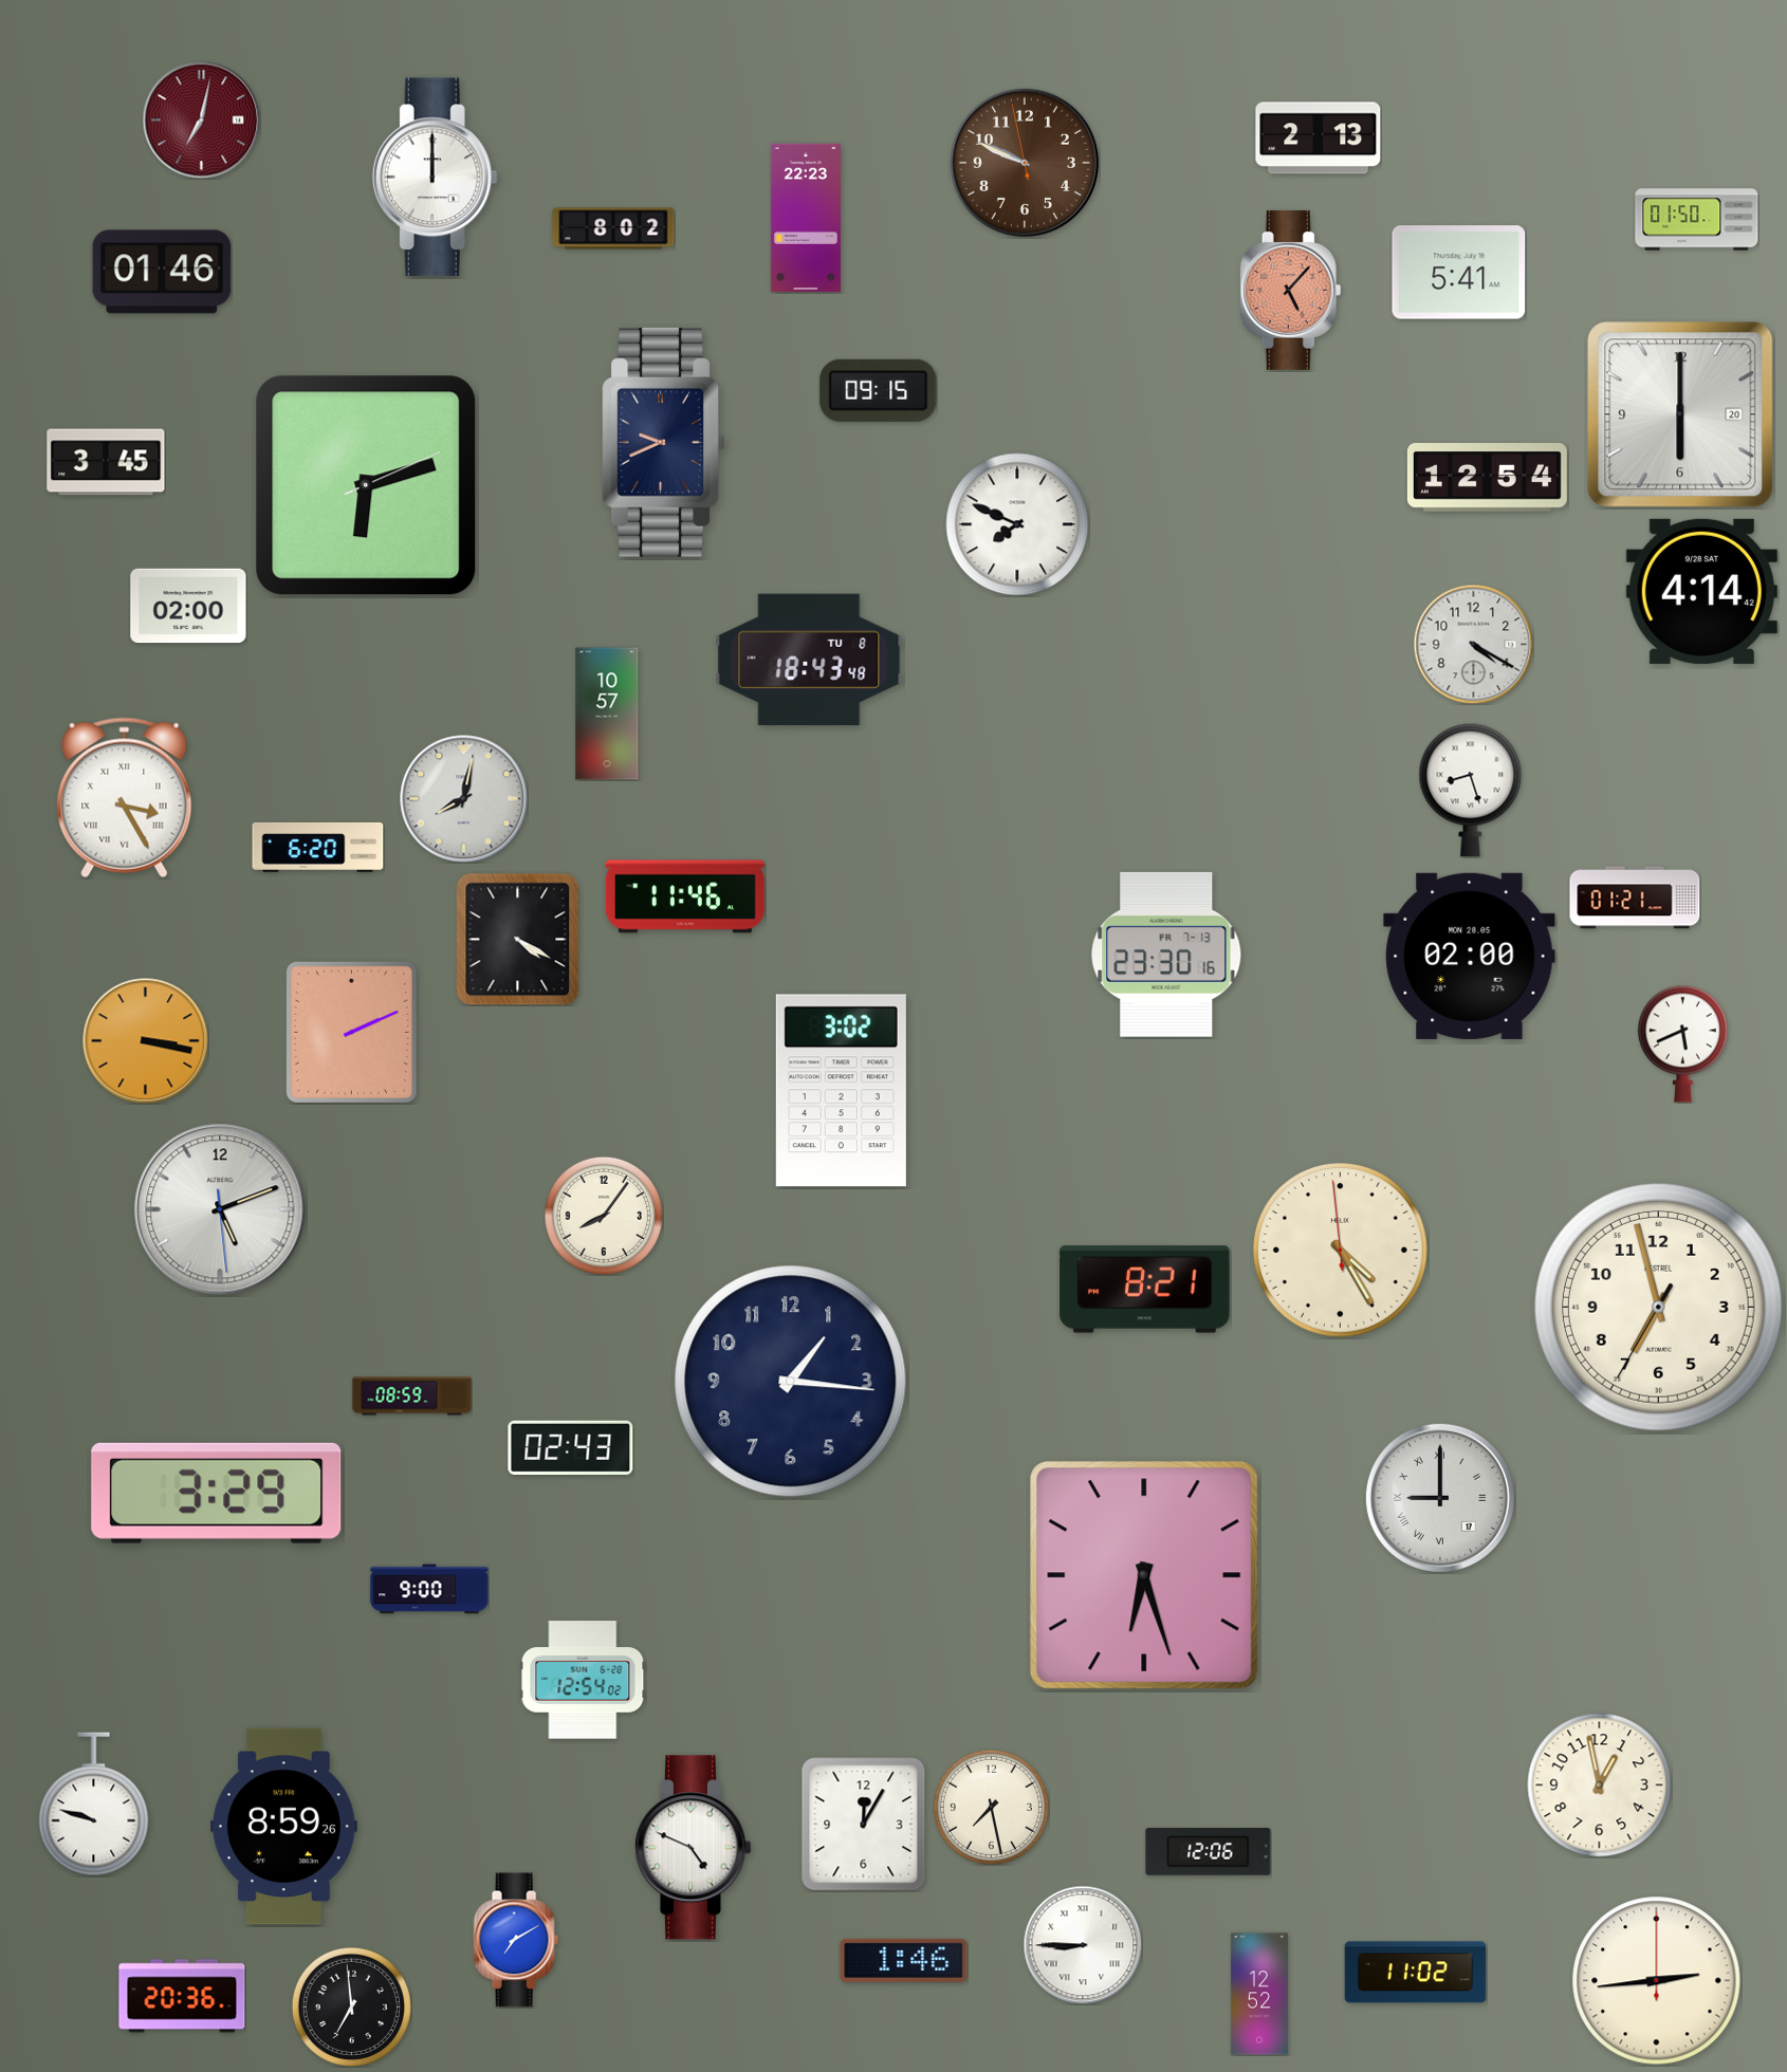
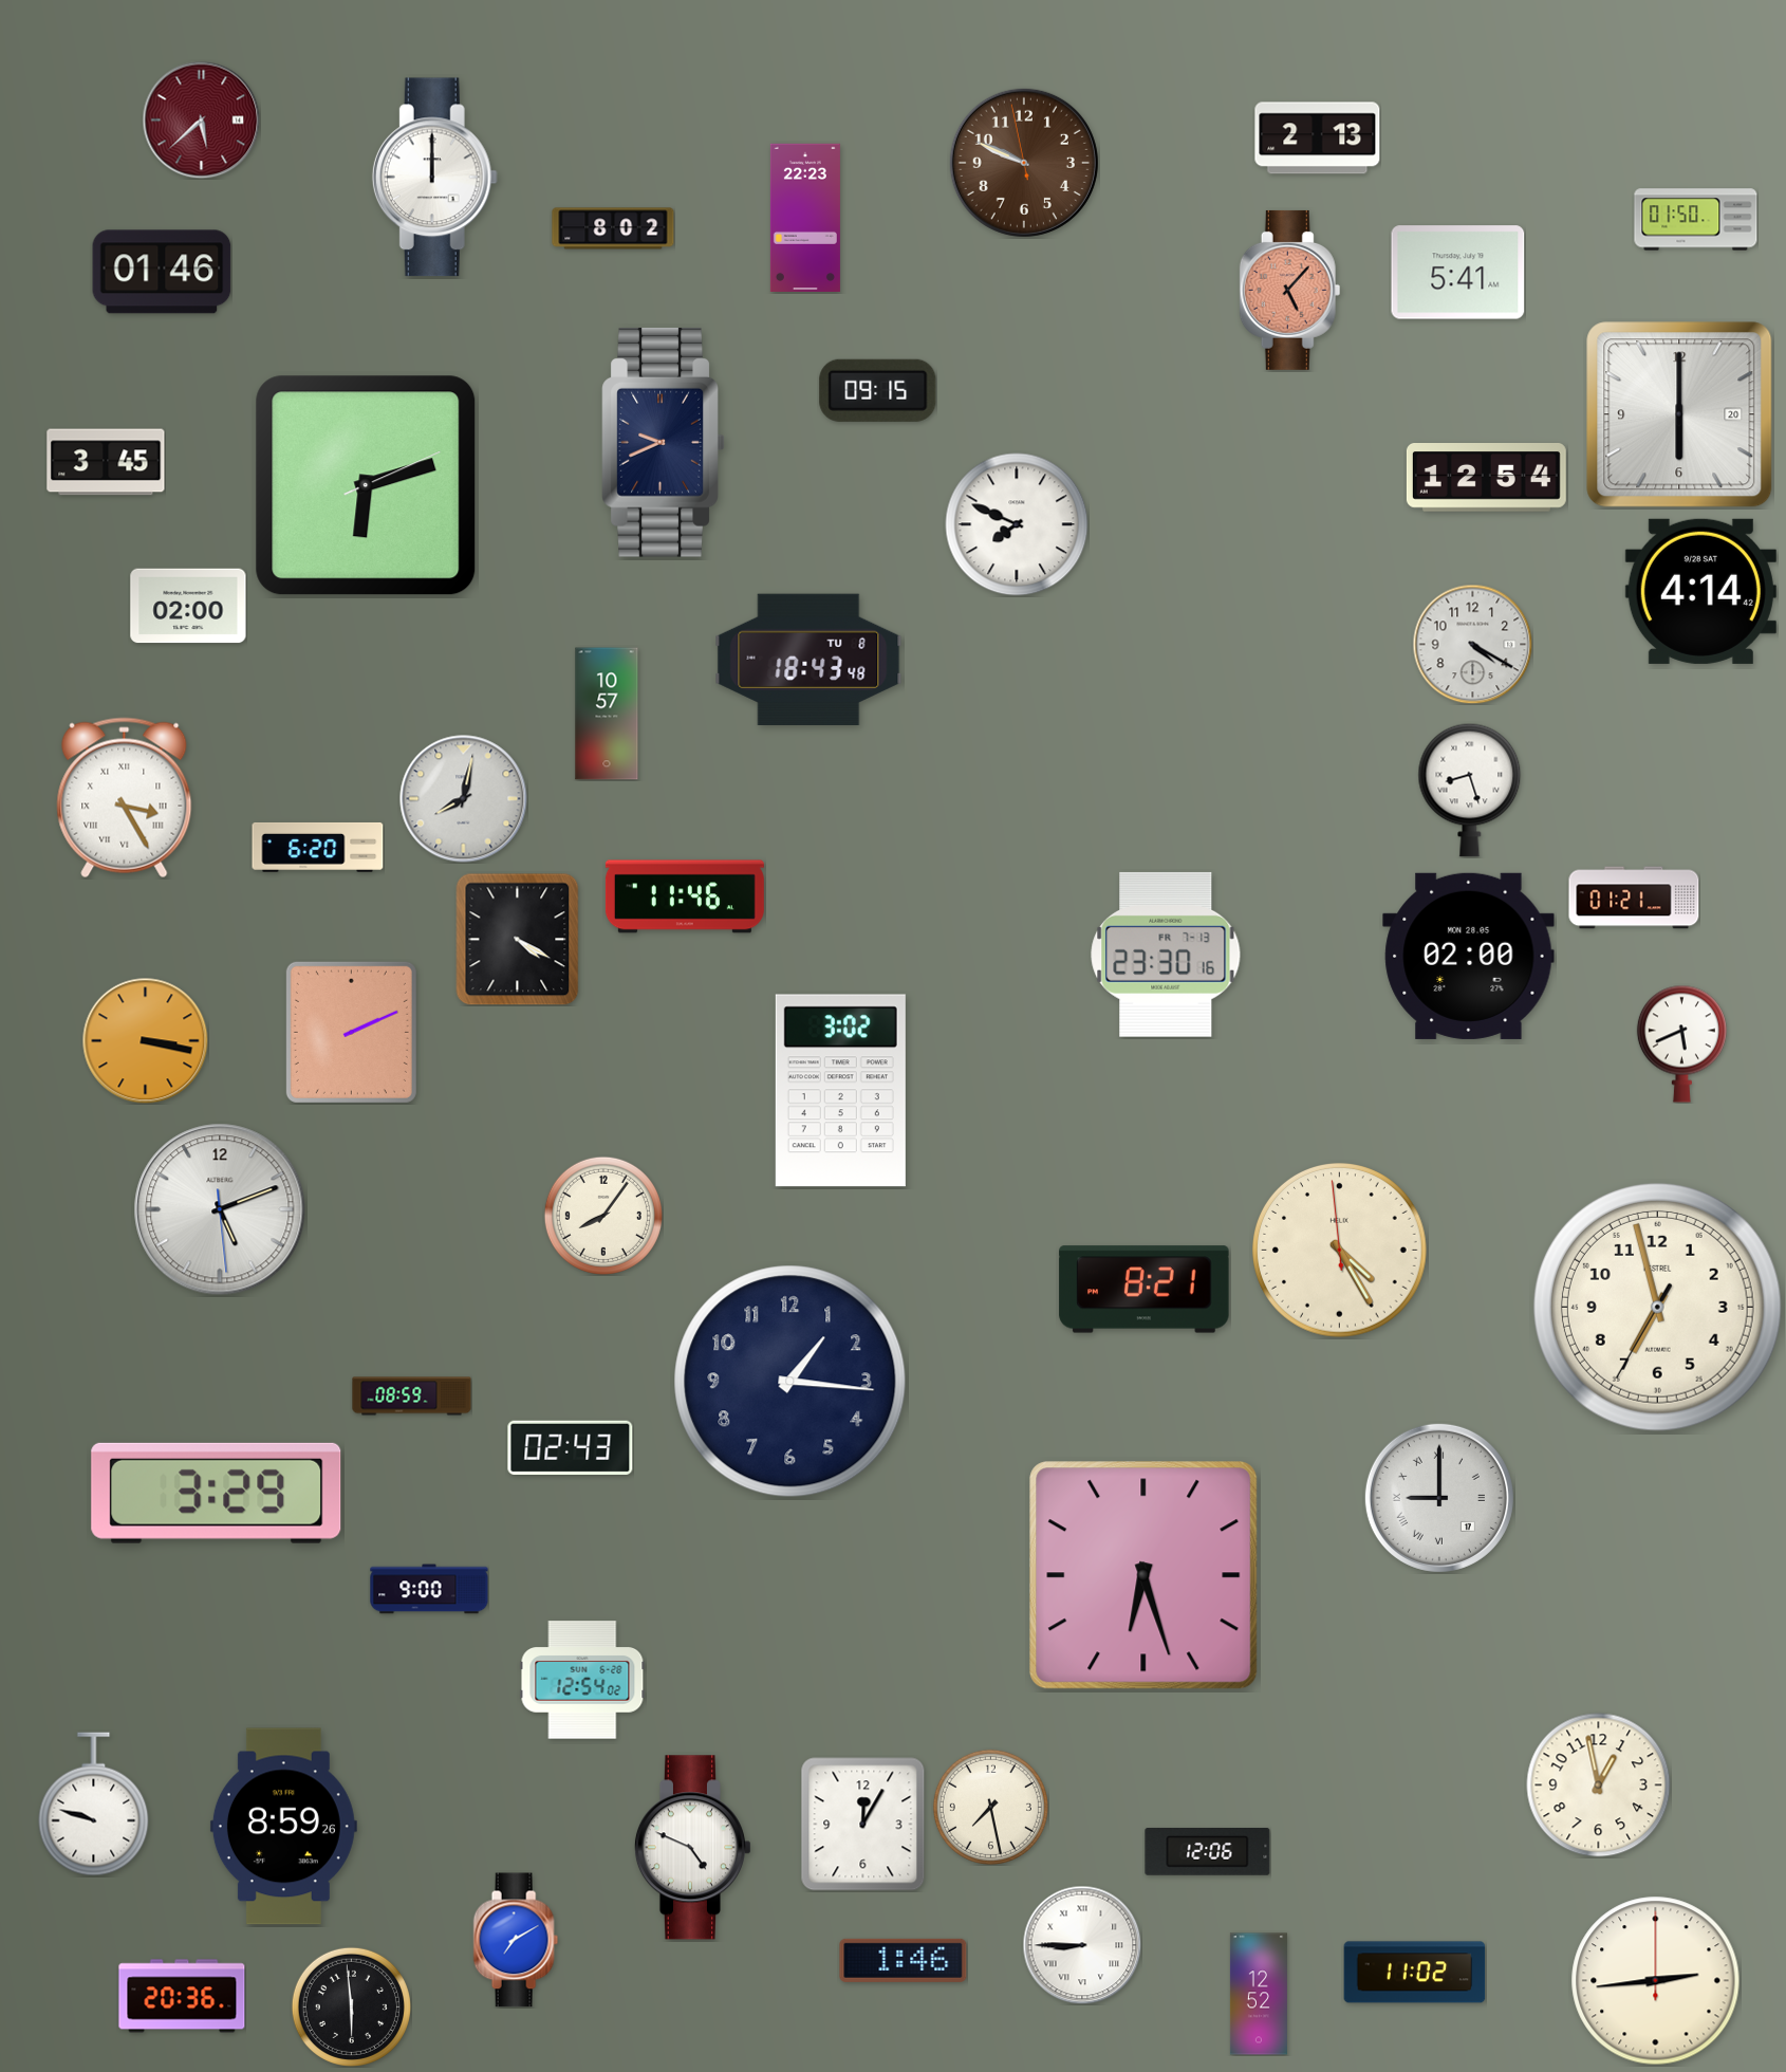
clock at (201, 119): 7:02 -> 5:38
clock at (351, 2006): 6:59 -> 5:59
